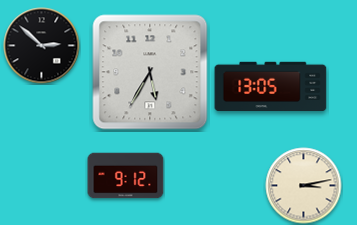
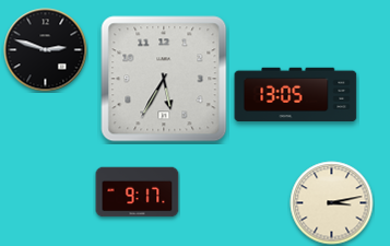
clock at (42, 46): 2:52 -> 2:48
clock at (126, 176): 9:12 -> 9:17
